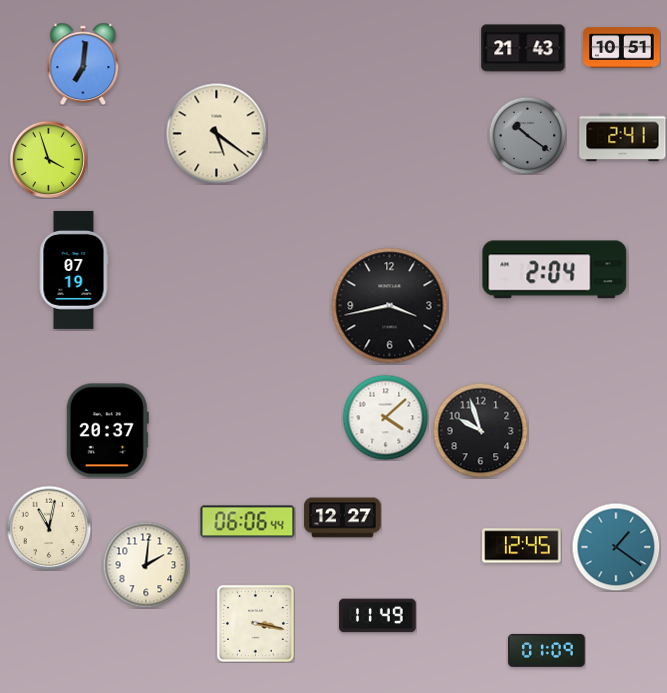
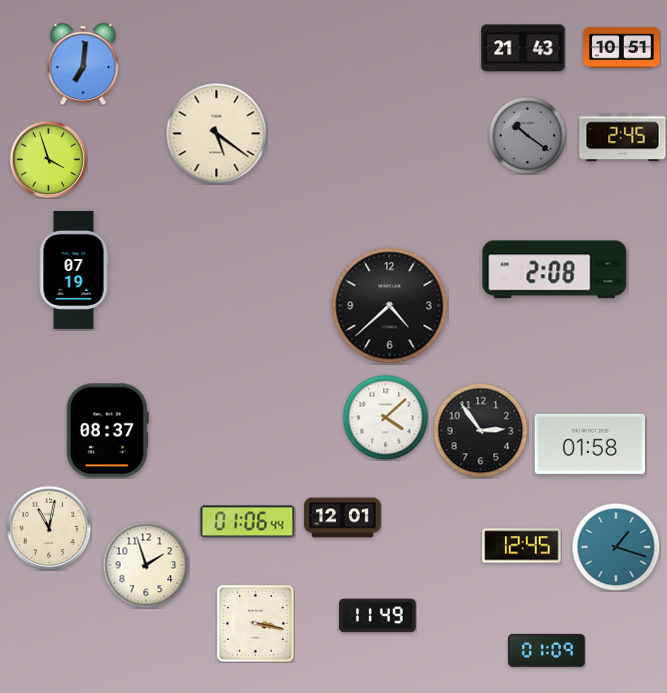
clock at (623, 138): 2:41 -> 2:45
clock at (555, 270): 2:04 -> 2:08
clock at (390, 306): 3:43 -> 4:38
clock at (480, 430): 9:57 -> 2:54
clock at (107, 431): 20:37 -> 08:37
clock at (589, 444): none -> 01:58
clock at (343, 518): 12:27 -> 12:01
clock at (248, 522): 06:06 -> 01:06
clock at (616, 547): 1:21 -> 1:18
clock at (146, 565): 2:01 -> 1:57
